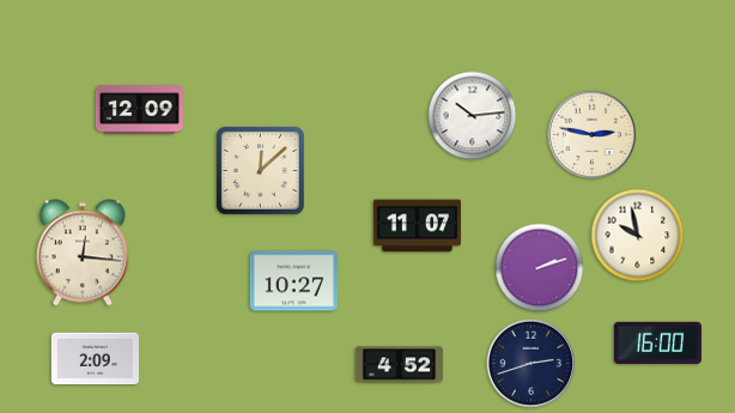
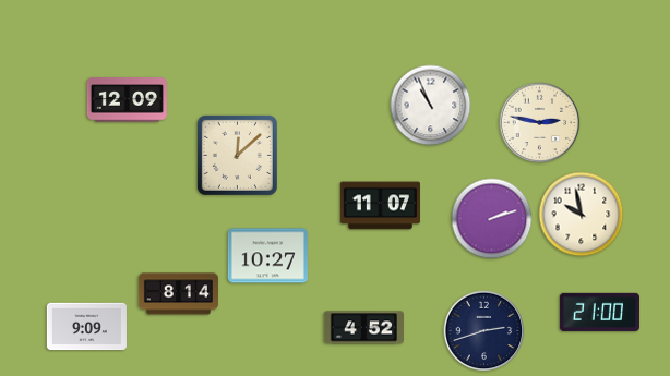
clock at (473, 116): 10:14 -> 10:56
clock at (83, 253): 12:16 -> none
clock at (540, 268) position: (540, 268) -> (492, 219)
clock at (178, 294): none -> 8:14
clock at (657, 342): 16:00 -> 21:00
clock at (95, 359): 2:09 -> 9:09
clock at (399, 365) position: (399, 365) -> (363, 328)
